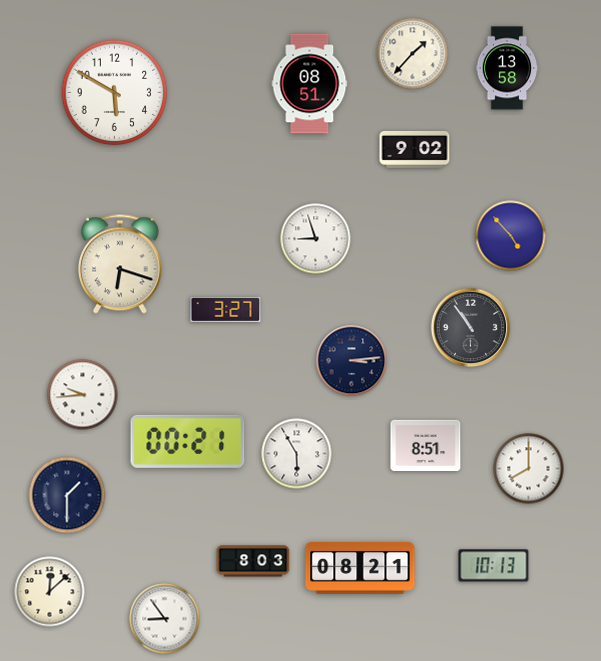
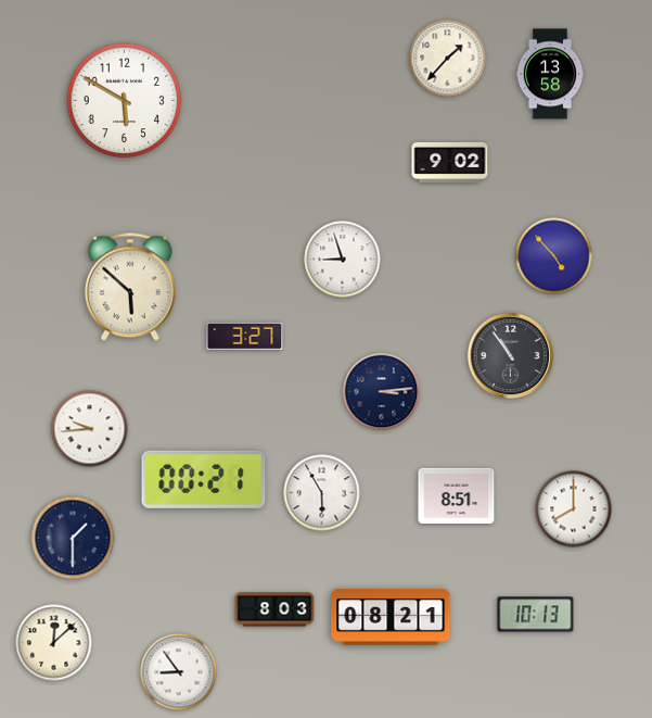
clock at (310, 84): 08:51 -> none
clock at (120, 264): 6:18 -> 5:52
clock at (426, 446) position: (426, 446) -> (457, 496)
